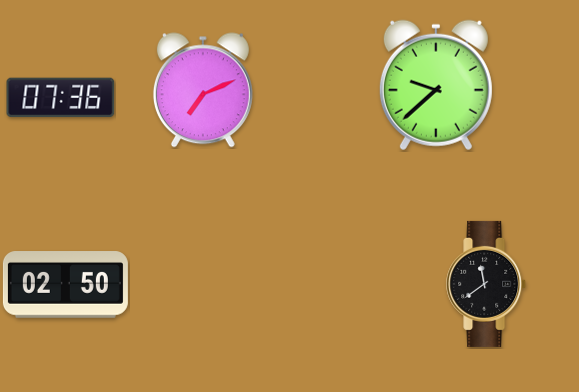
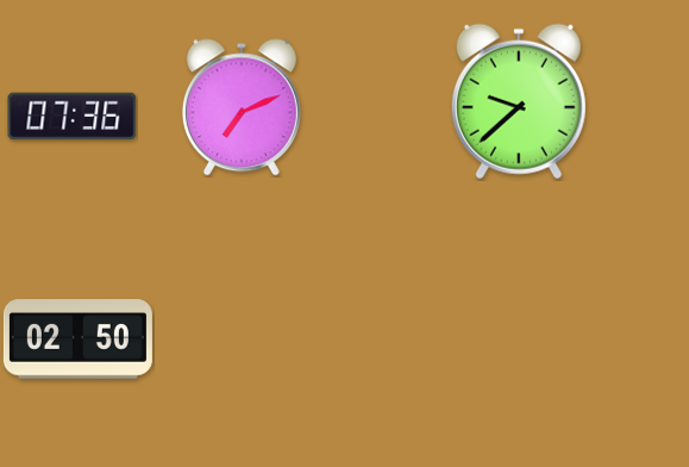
clock at (487, 284): 11:39 -> none
